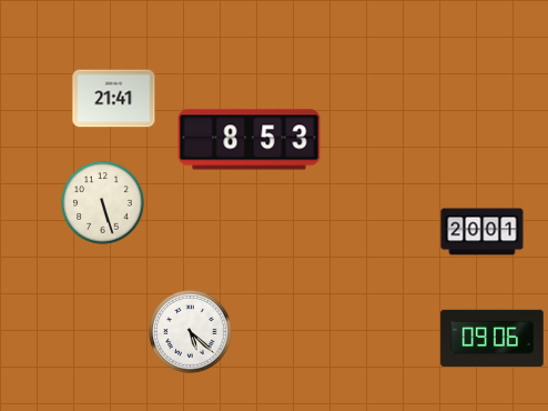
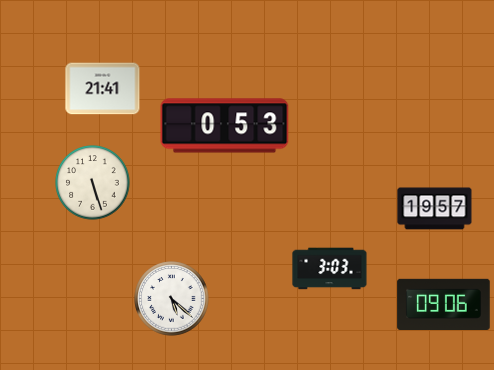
clock at (250, 140): 8:53 -> 0:53
clock at (483, 232): 20:01 -> 19:57
clock at (330, 269): none -> 3:03
